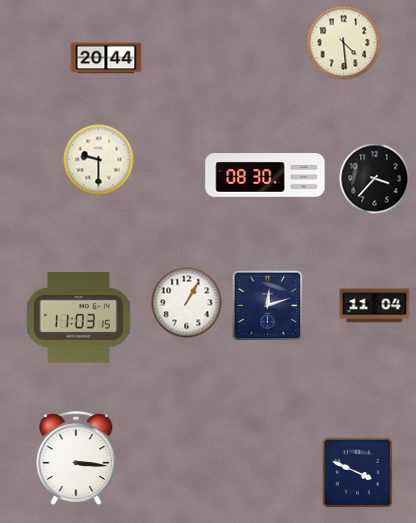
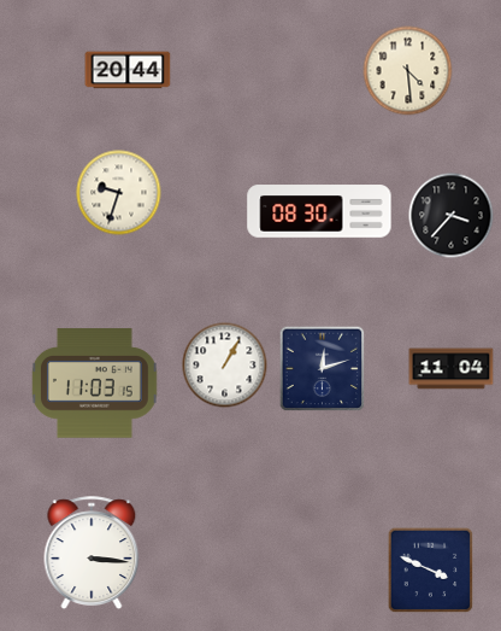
clock at (344, 43) position: (344, 43) -> (408, 71)
clock at (99, 160): 9:30 -> 9:33
